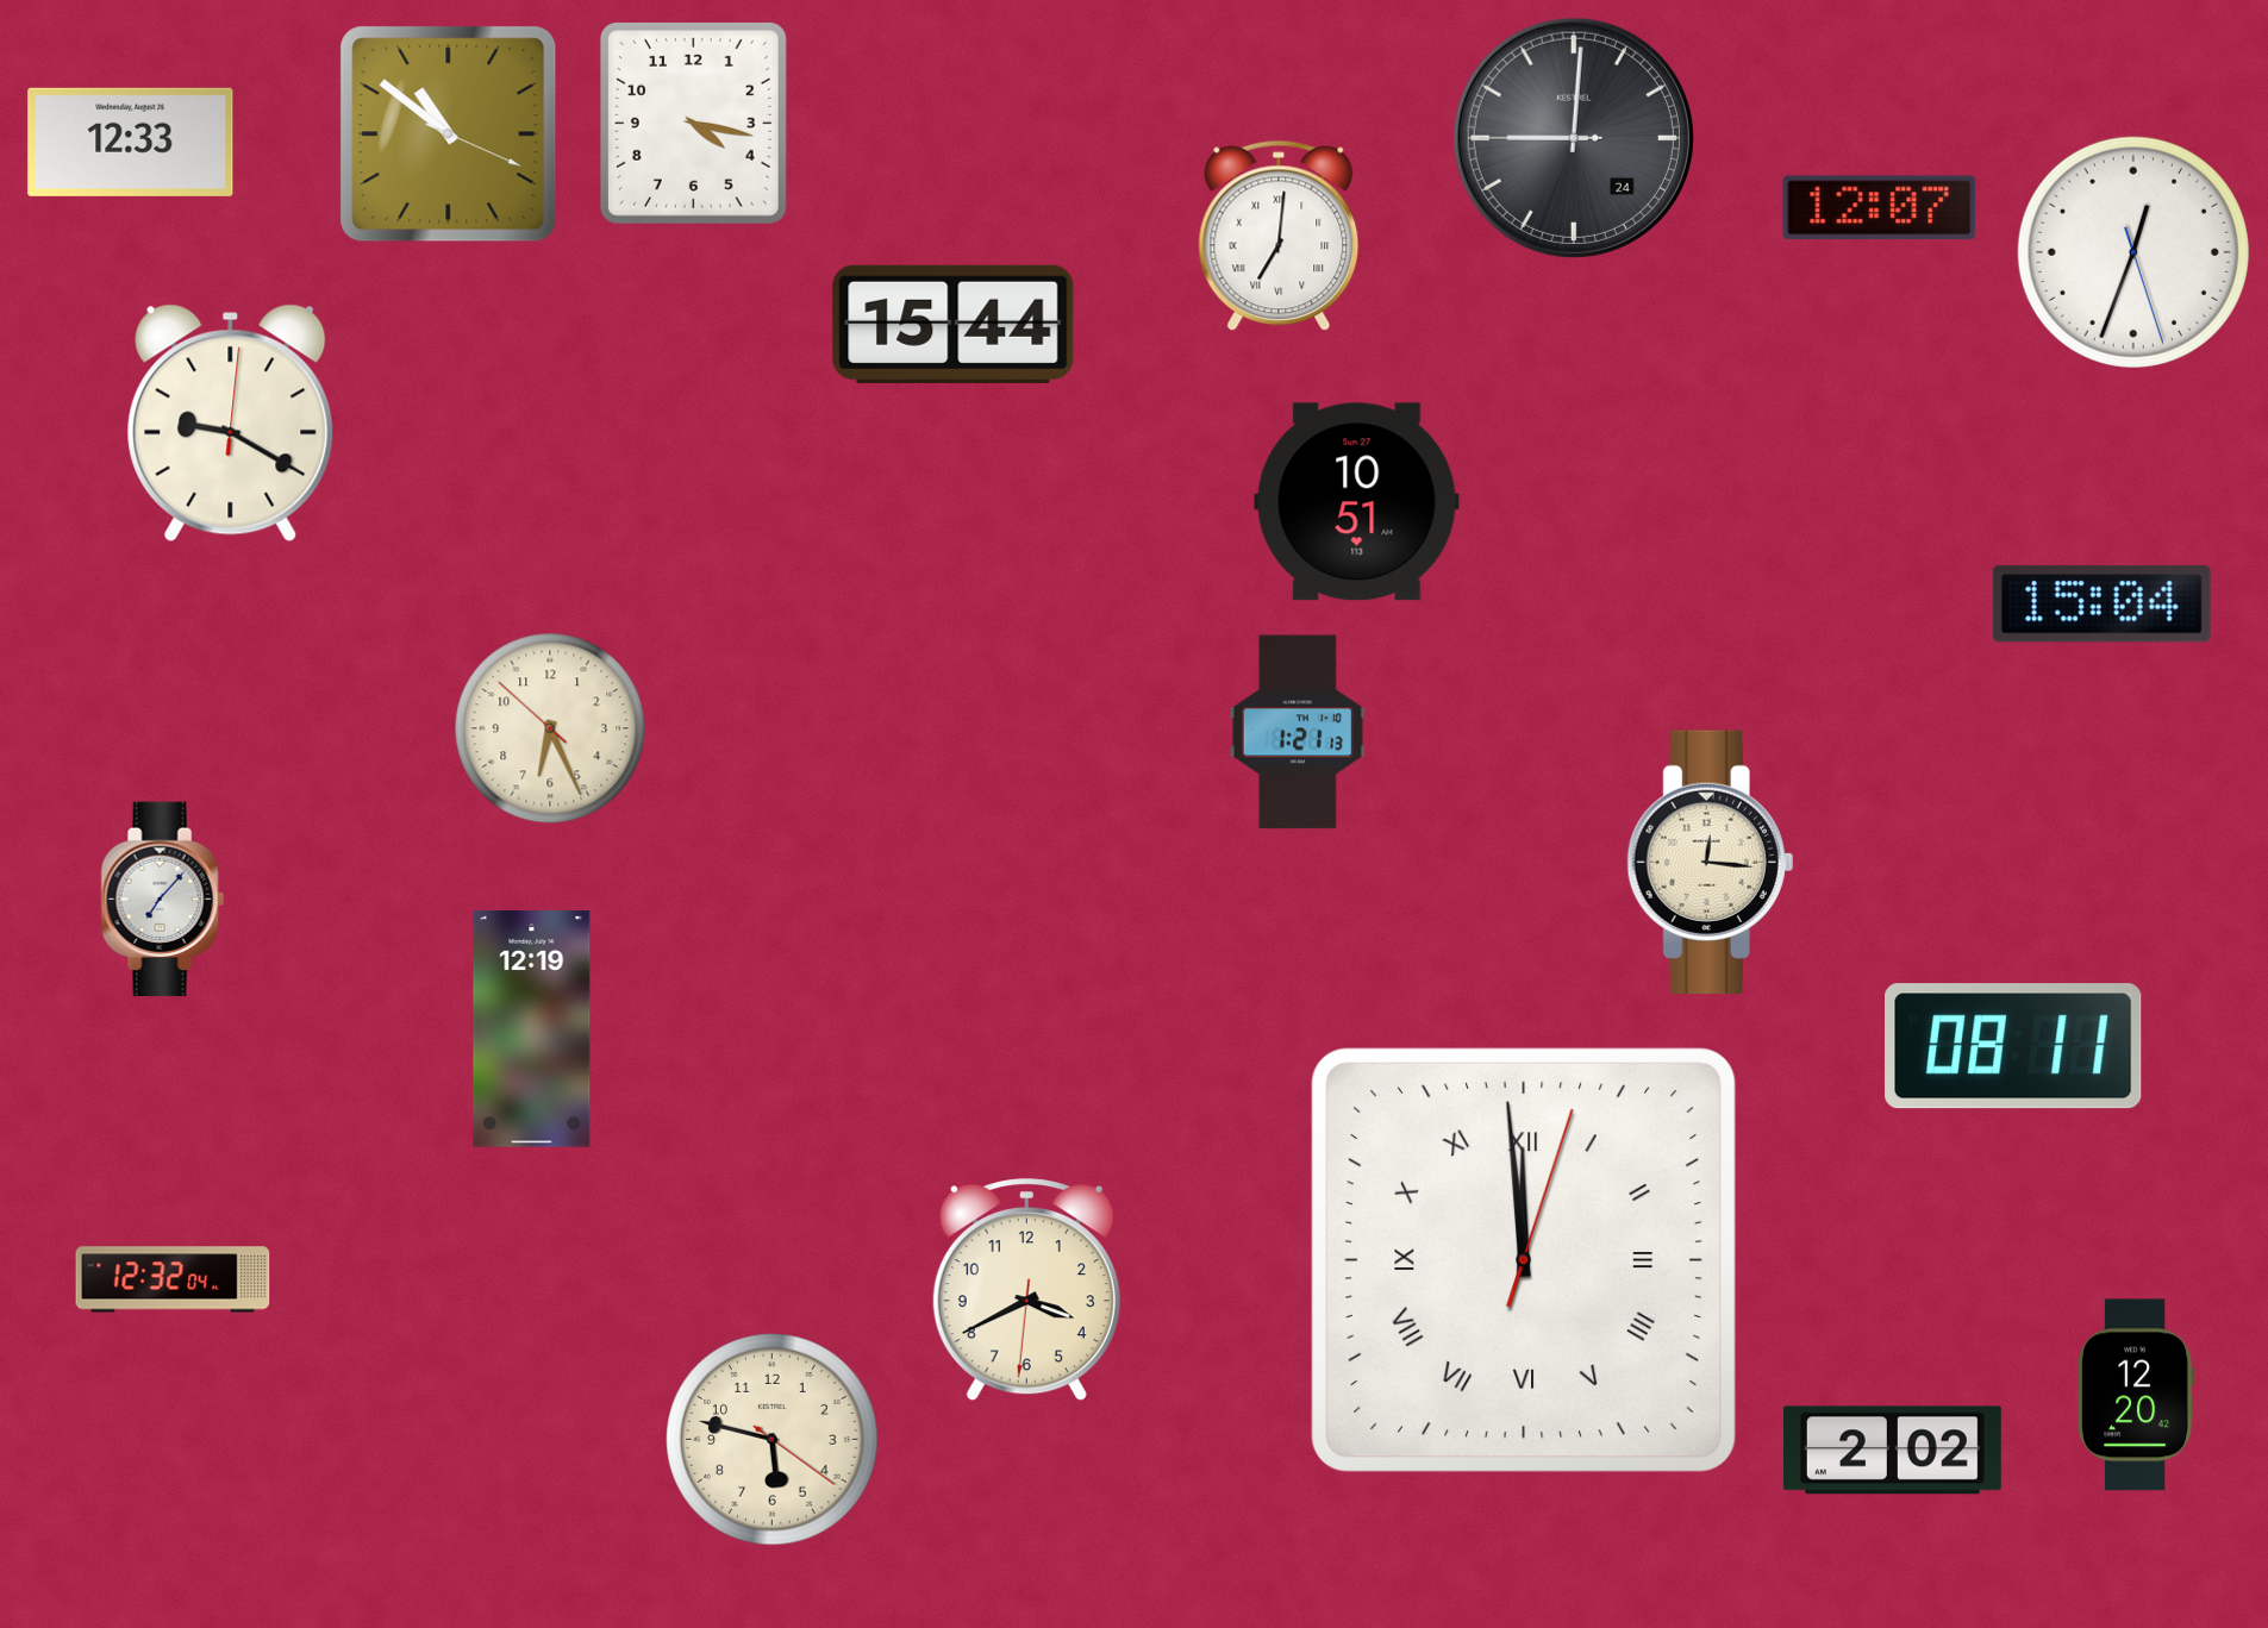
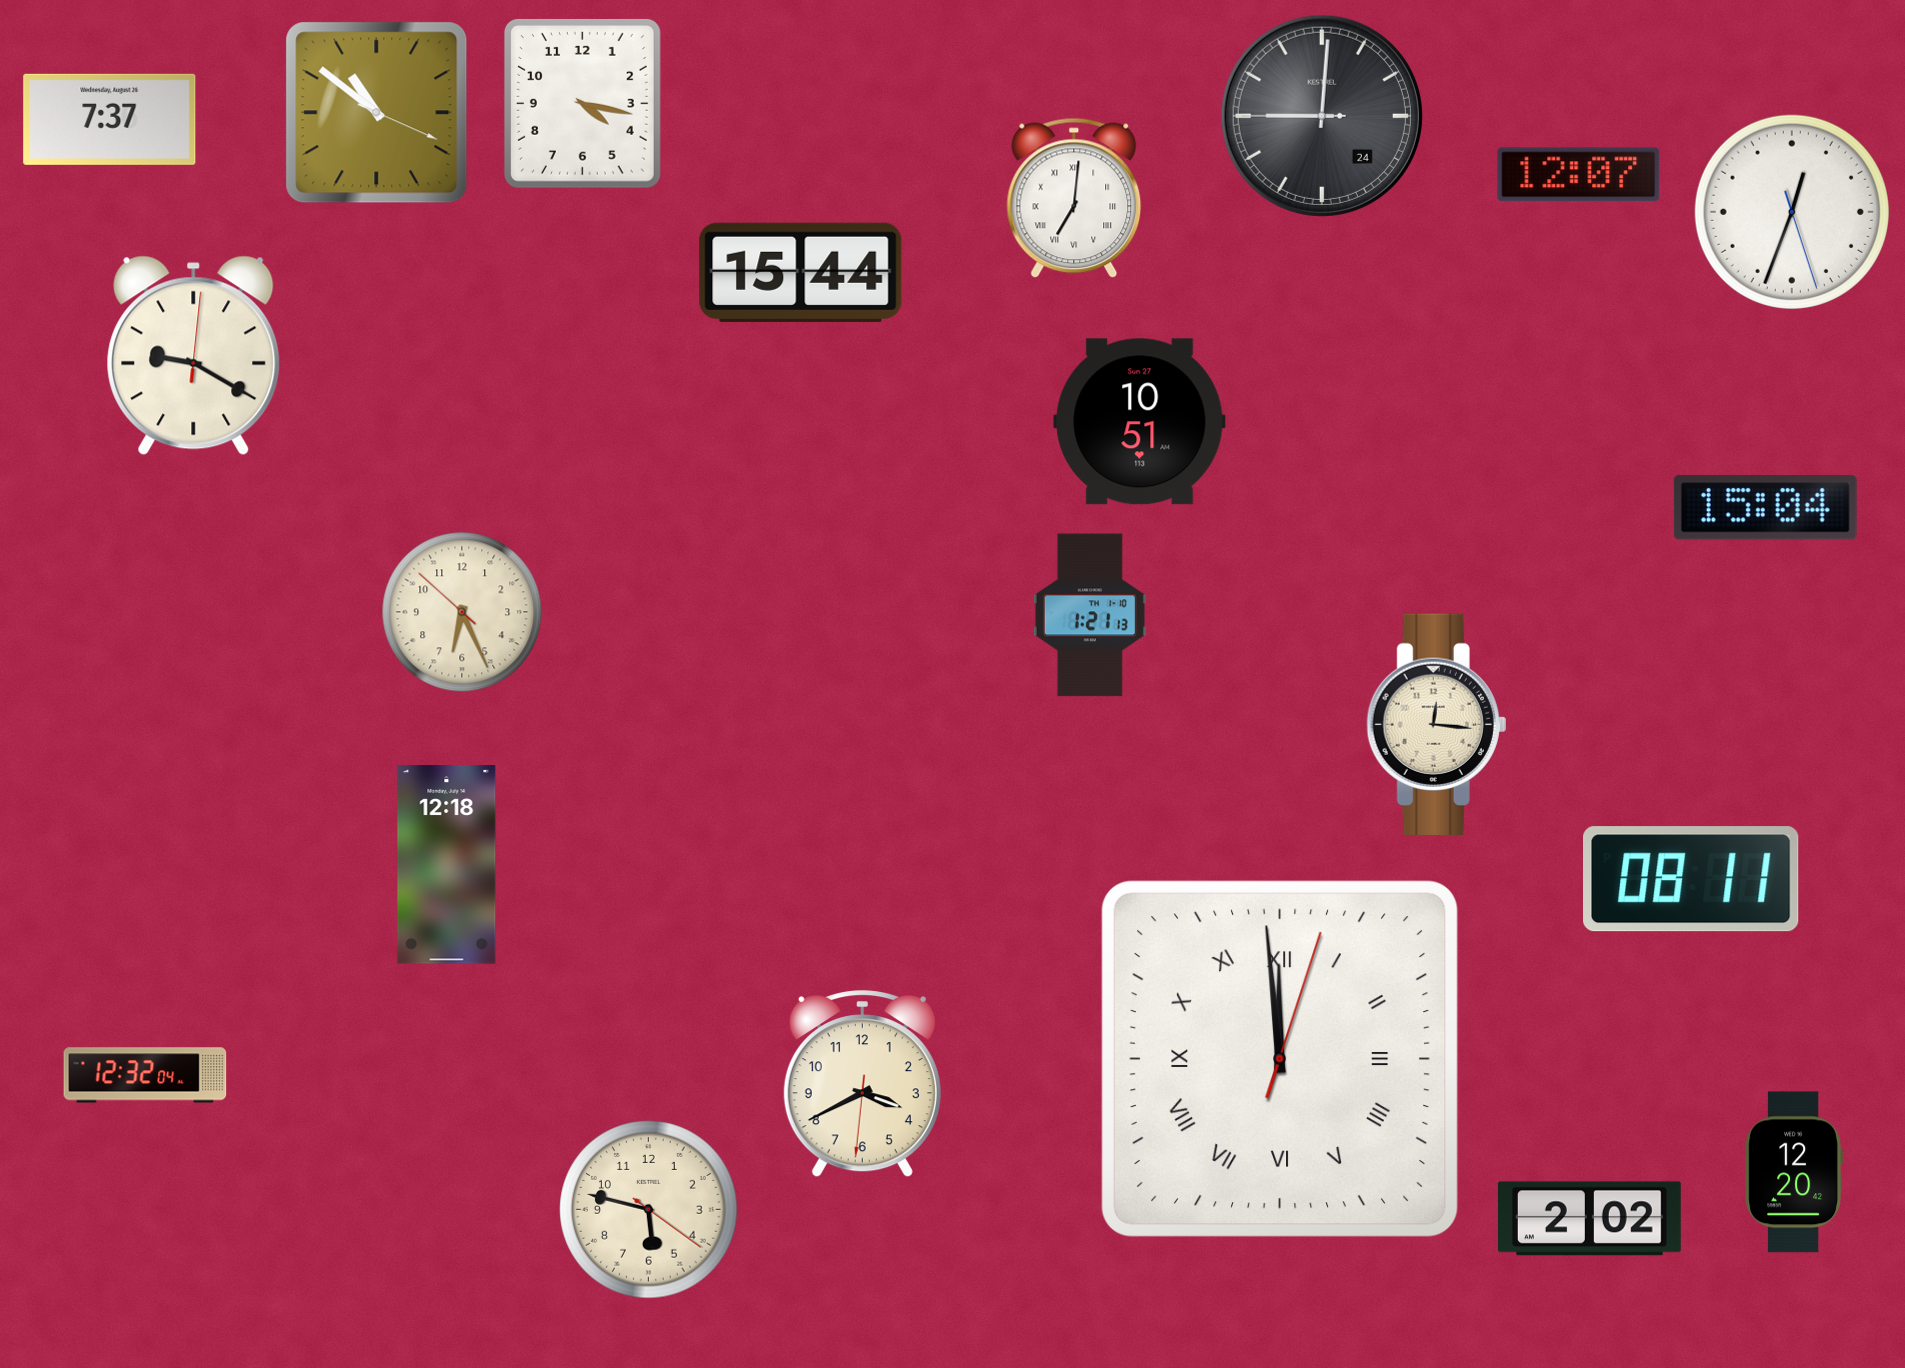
clock at (131, 142): 12:33 -> 7:37
clock at (162, 900): 7:07 -> none
clock at (532, 1029): 12:19 -> 12:18
